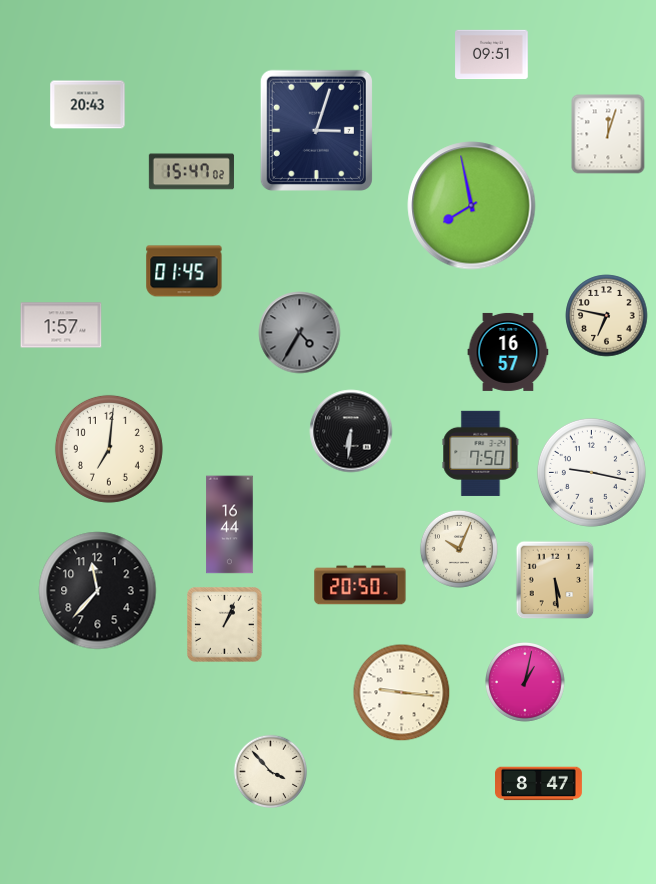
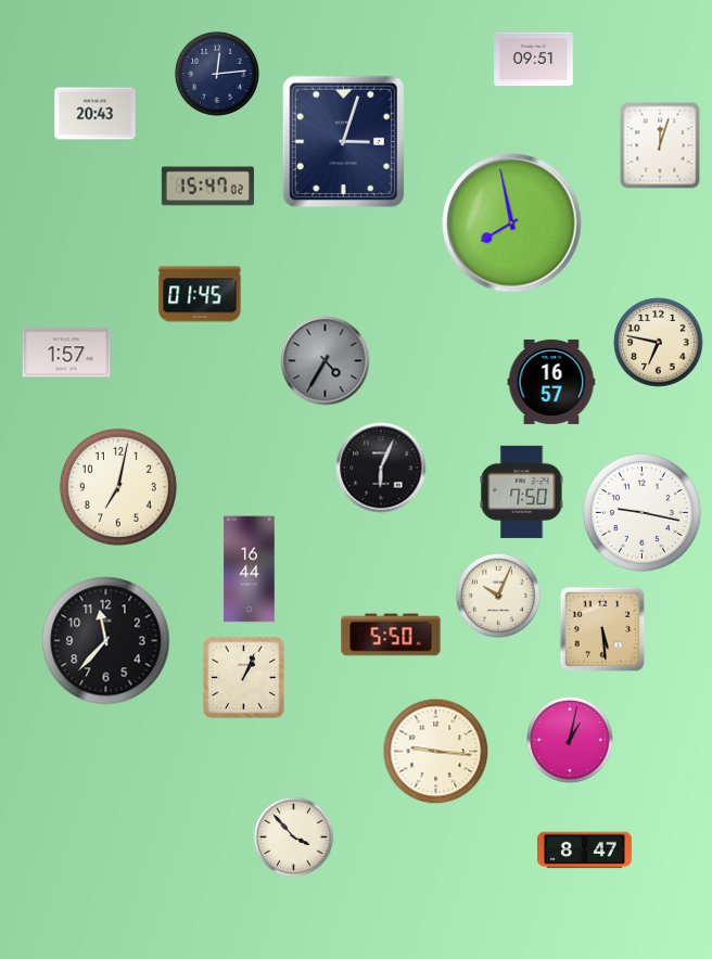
clock at (217, 74): none -> 12:14
clock at (351, 431): 6:31 -> 6:04
clock at (109, 449): 7:01 -> 7:02
clock at (360, 585): 20:50 -> 5:50
